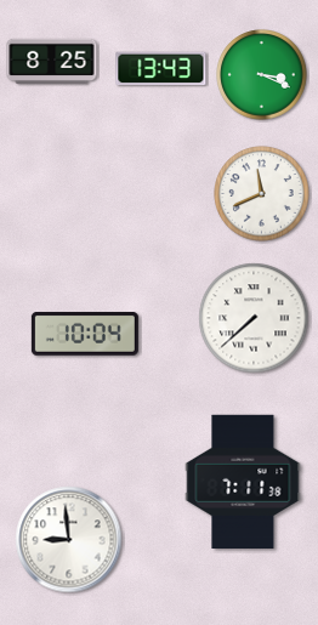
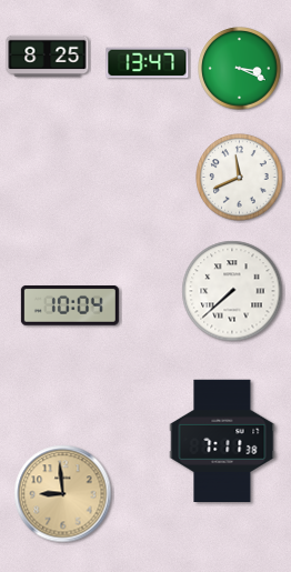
clock at (161, 69): 13:43 -> 13:47
clock at (85, 335) position: (85, 335) -> (70, 307)
clock at (69, 540) dial: white -> champagne
